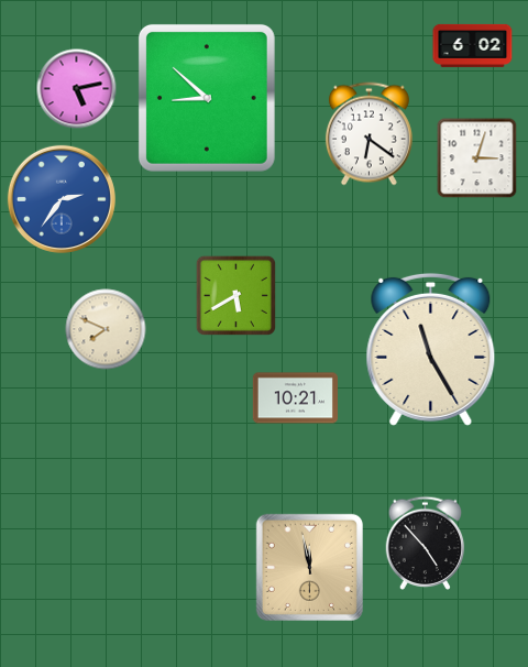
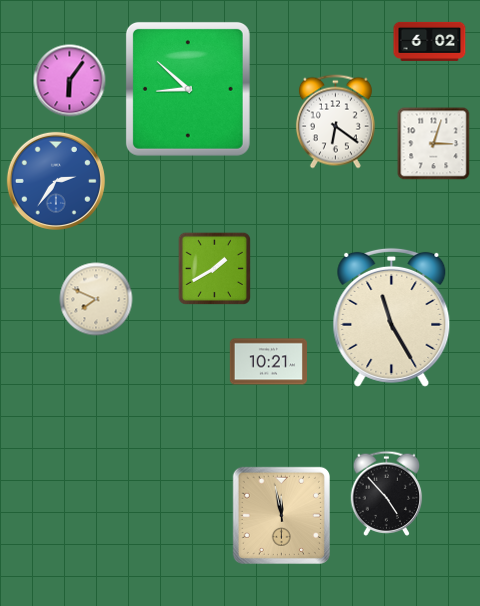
clock at (77, 89): 5:13 -> 6:06
clock at (235, 295): 5:40 -> 1:40
